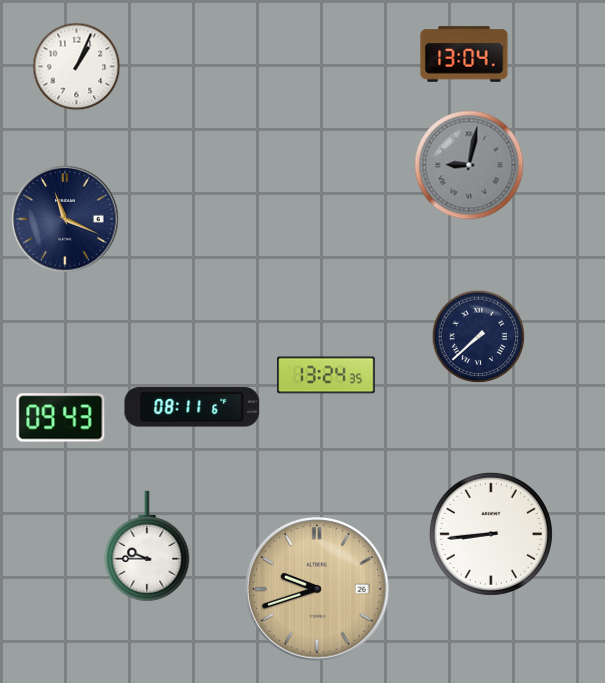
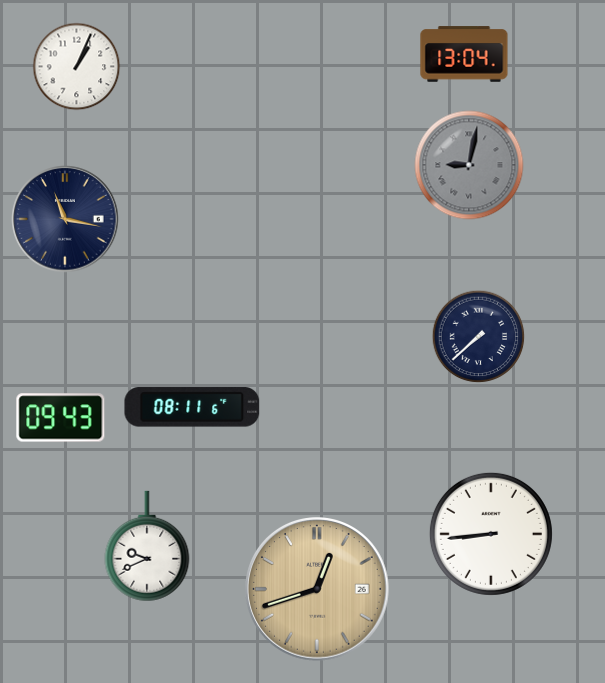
clock at (65, 219): 11:19 -> 11:17
clock at (326, 375): 13:24 -> none
clock at (147, 546): 9:45 -> 9:41
clock at (318, 590): 9:42 -> 12:42
